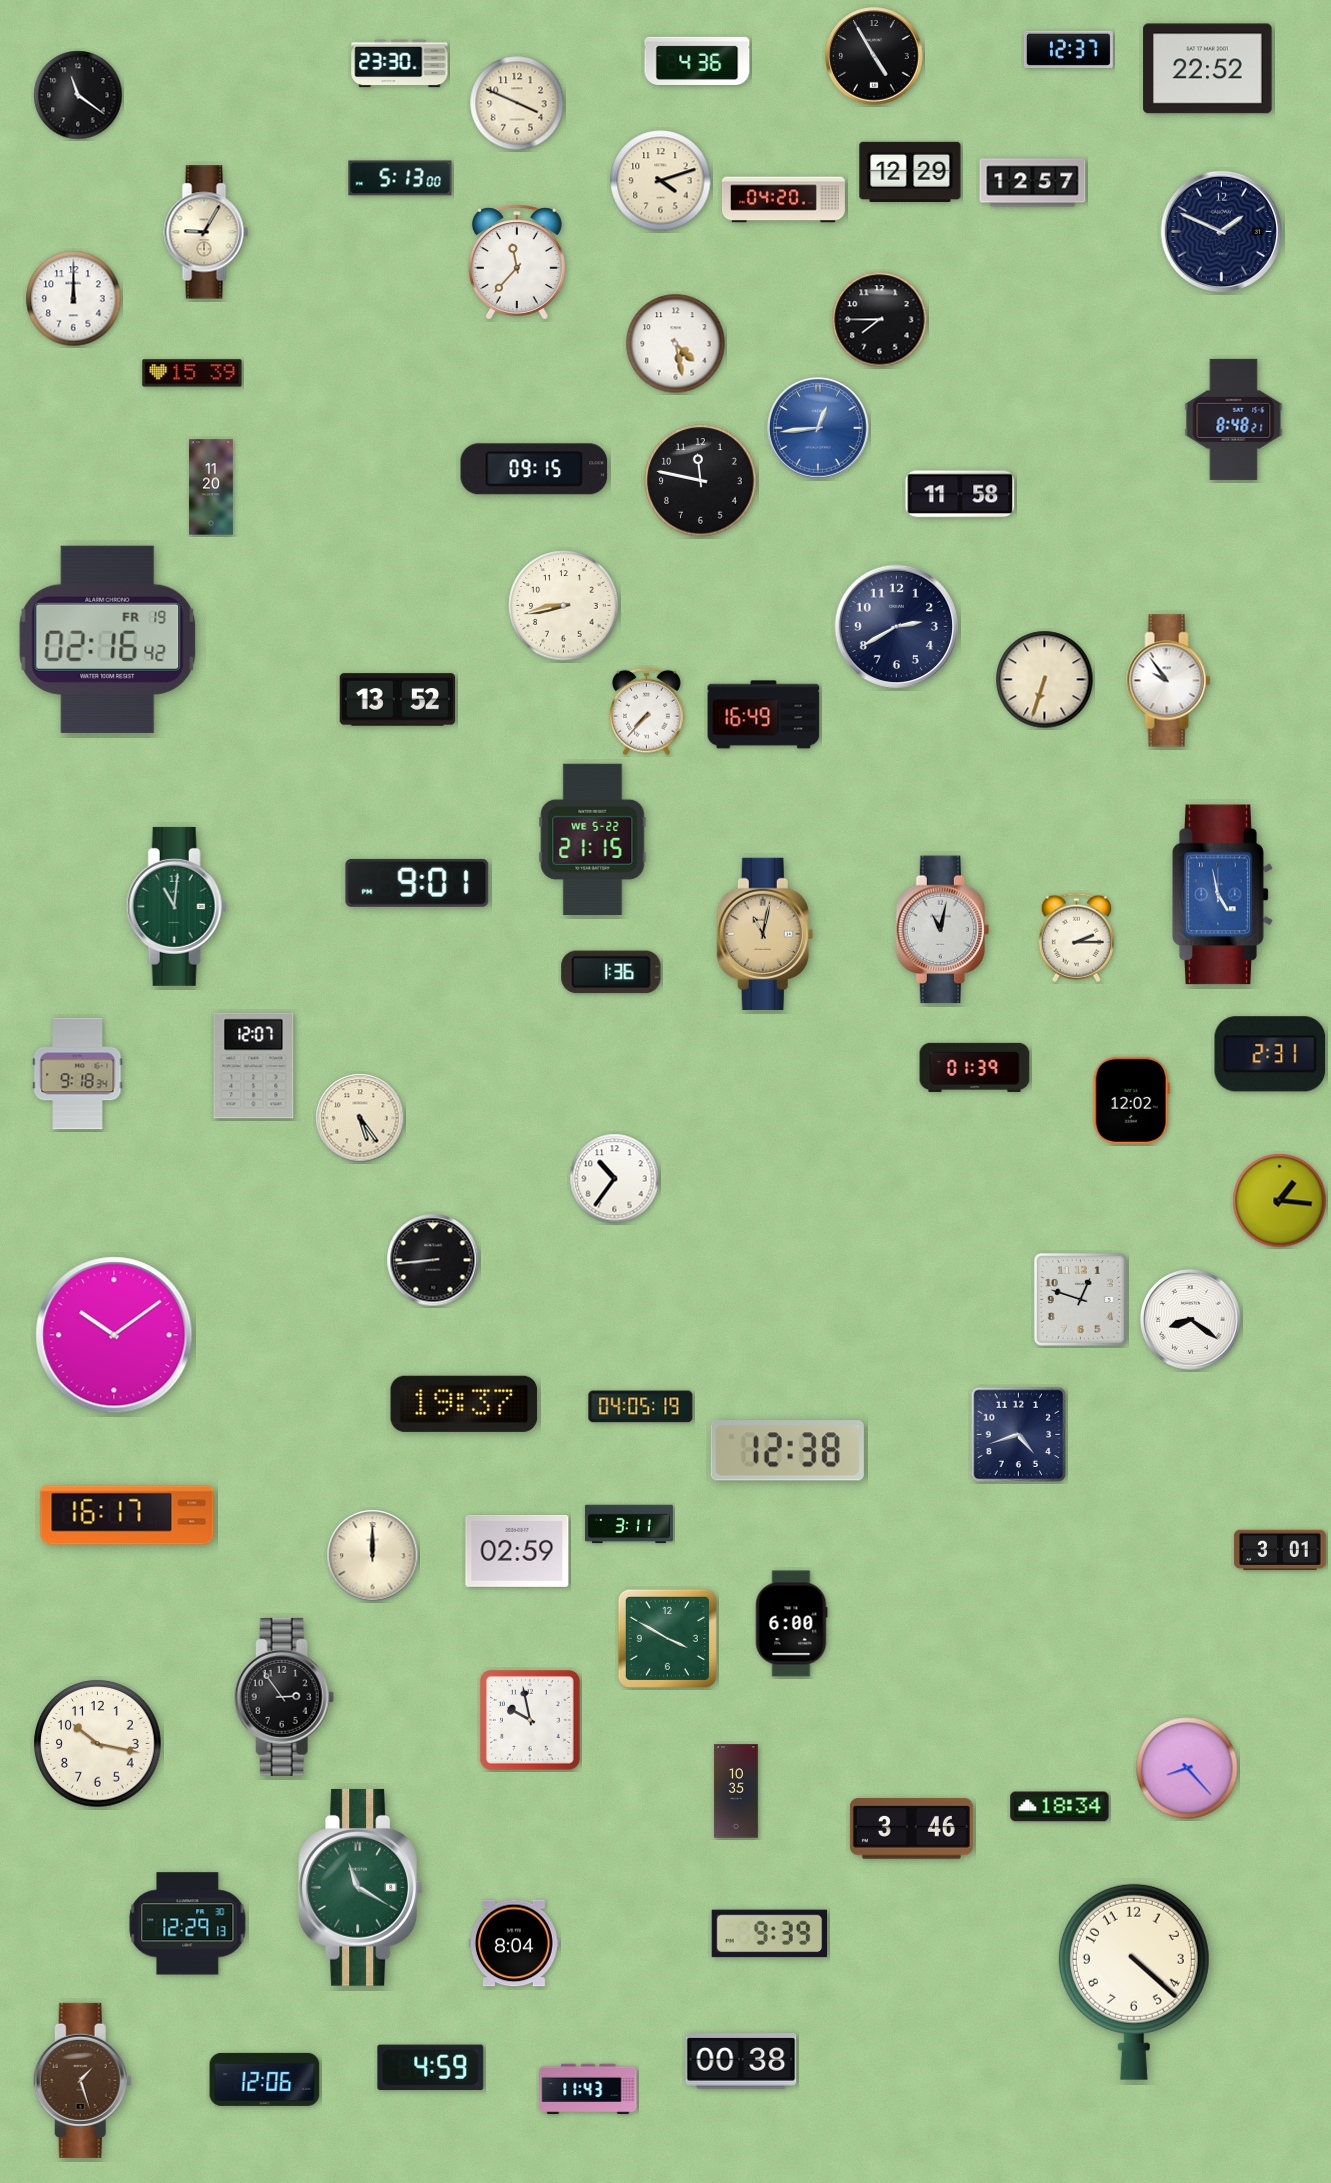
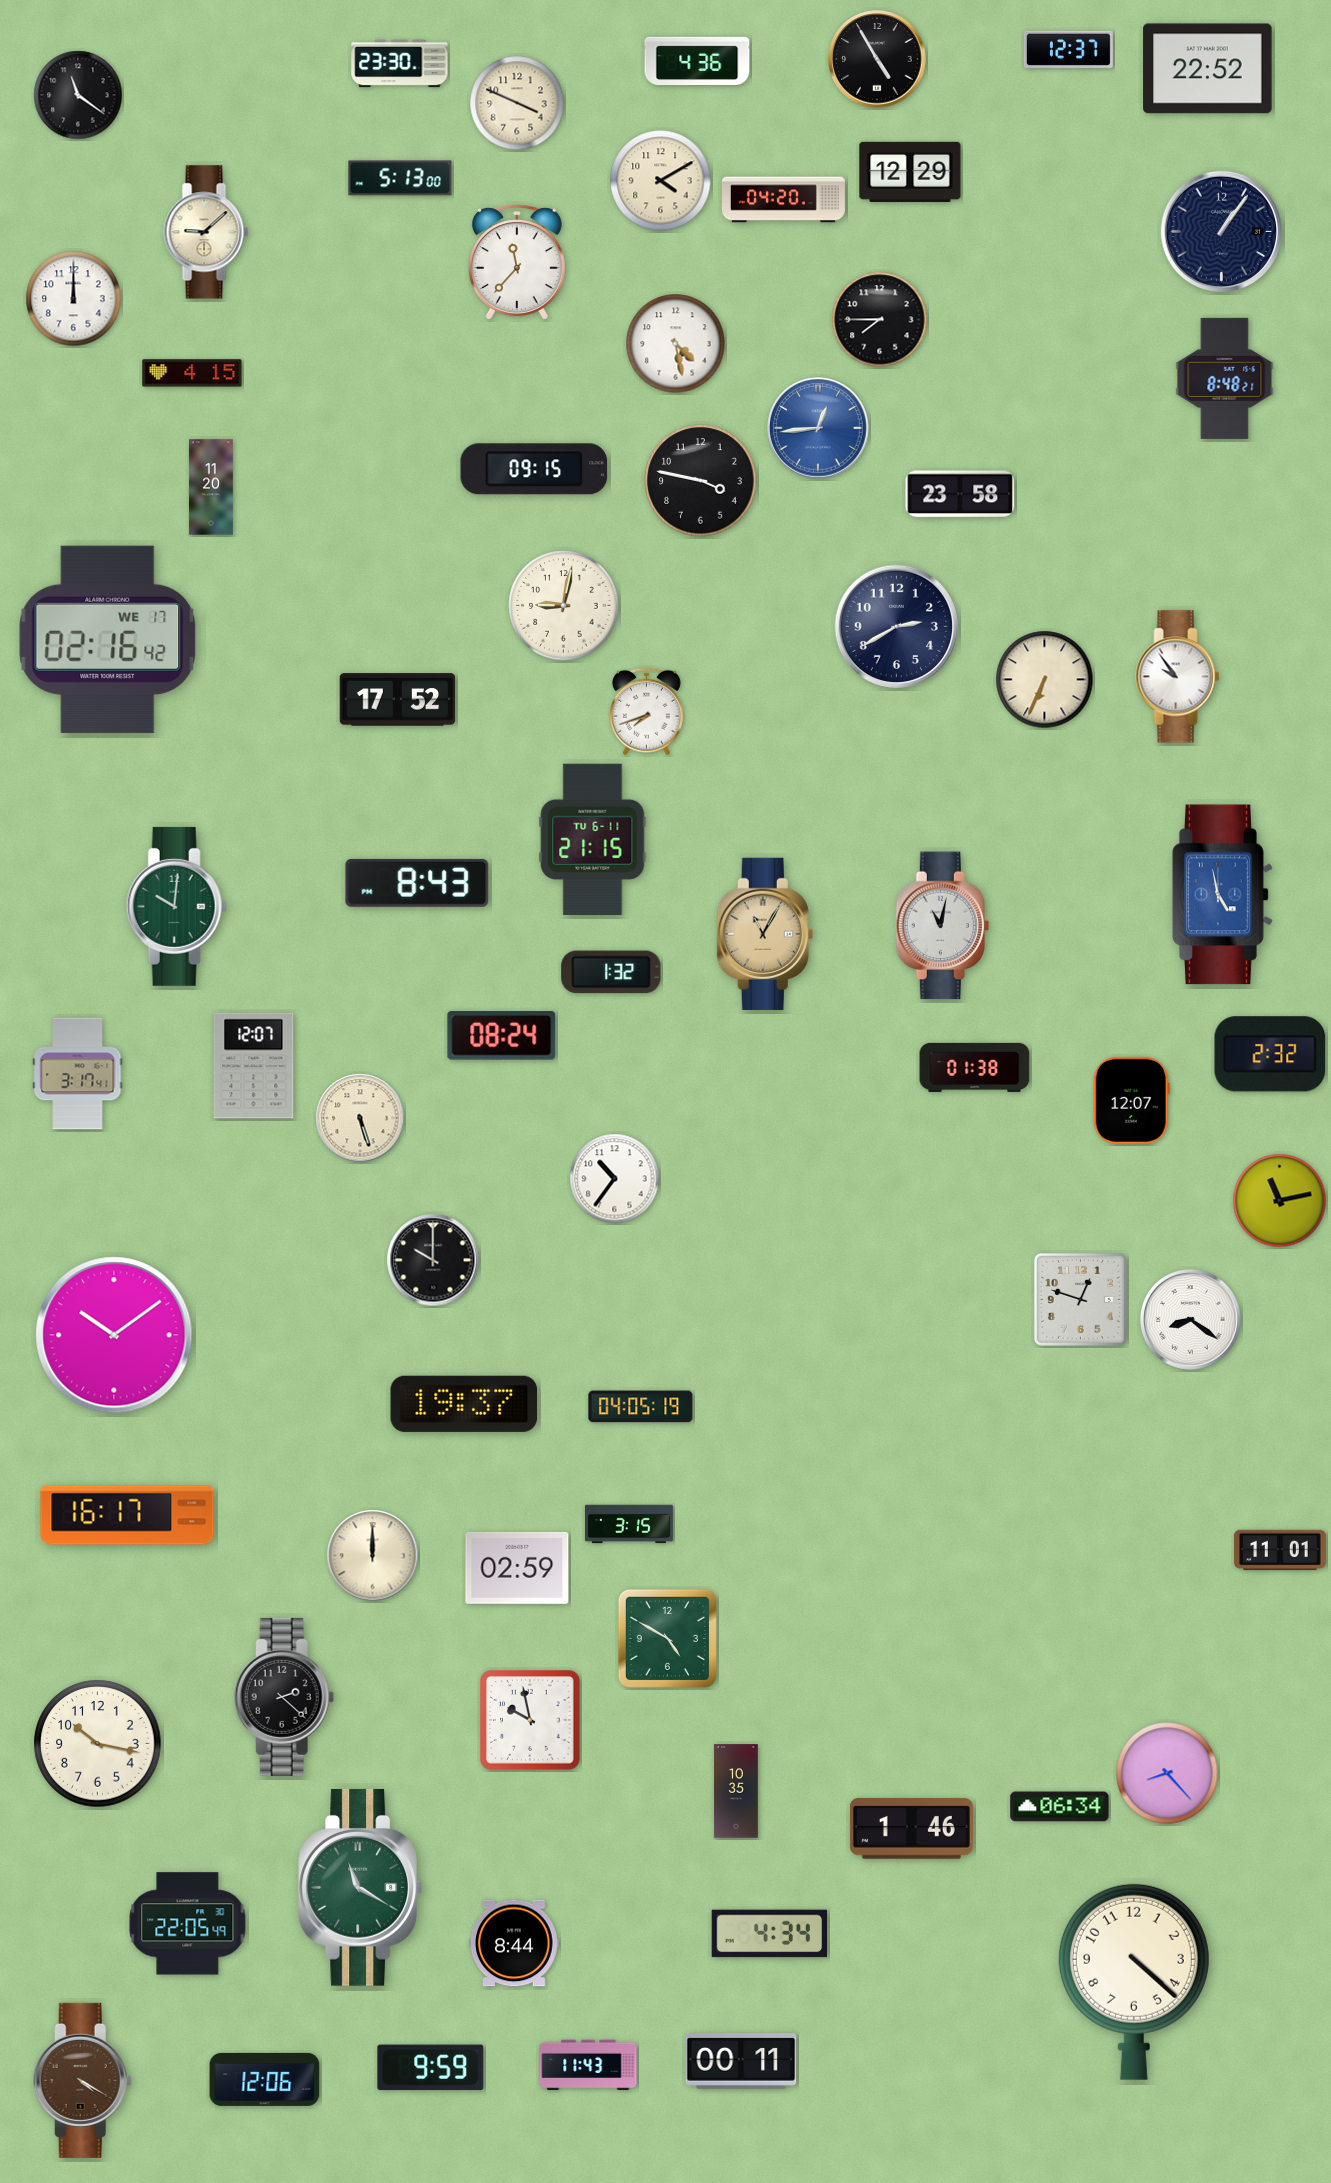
clock at (874, 56) position: (874, 56) -> (877, 59)
clock at (661, 181): 4:12 -> 4:10
clock at (1033, 183): 12:57 -> none
clock at (1221, 231): 1:49 -> 1:06
clock at (206, 232): 9:05 -> 9:08
clock at (192, 373): 15:39 -> 4:15
clock at (1234, 419) position: (1234, 419) -> (1225, 378)
clock at (701, 481): 11:47 -> 3:47
clock at (960, 494): 11:58 -> 23:58
clock at (564, 606): 8:43 -> 9:02
clock at (108, 639) date: FR 19 -> WE 17
clock at (1045, 680): 6:33 -> 6:34
clock at (1169, 681) position: (1169, 681) -> (1178, 677)
clock at (398, 700): 13:52 -> 17:52
clock at (646, 712): 7:37 -> 7:42
clock at (764, 715): 16:49 -> none
clock at (593, 839) date: WE 5-22 -> TU 6-11
clock at (417, 883): 9:01 -> 8:43
clock at (176, 906): 11:01 -> 10:01
clock at (942, 930) position: (942, 930) -> (942, 926)
clock at (765, 934): 11:02 -> 11:05
clock at (1076, 938): 2:15 -> none
clock at (611, 972): 1:36 -> 1:32
clock at (502, 1036): none -> 08:24
clock at (1270, 1054): 2:31 -> 2:32
clock at (975, 1067): 01:39 -> 01:38
clock at (78, 1074): 9:18 -> 3:17
clock at (1131, 1100): 12:02 -> 12:07
clock at (360, 1118): 5:24 -> 5:27
clock at (1280, 1201): 1:16 -> 11:13
clock at (433, 1260): 8:44 -> 10:00
clock at (1019, 1435): 4:42 -> none
clock at (787, 1451): 12:38 -> none
clock at (629, 1524): 3:11 -> 3:15
clock at (1280, 1550): 3:01 -> 11:01
clock at (517, 1551) position: (517, 1551) -> (517, 1568)
clock at (791, 1624): 6:00 -> none
clock at (667, 1638): 3:50 -> 4:50
clock at (284, 1697): 2:54 -> 2:22
clock at (1187, 1768) position: (1187, 1768) -> (1167, 1773)
clock at (1060, 1807): 18:34 -> 06:34
clock at (911, 1829): 3:46 -> 1:46
clock at (188, 1924): 12:29 -> 22:05
clock at (770, 1934): 9:39 -> 4:34
clock at (515, 1943): 8:04 -> 8:44
clock at (741, 2061): 00:38 -> 00:11
clock at (431, 2068): 4:59 -> 9:59
clock at (82, 2080): 1:27 -> 4:20
clock at (588, 2089) position: (588, 2089) -> (588, 2065)
